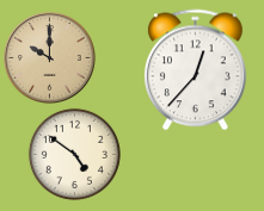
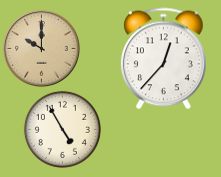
clock at (74, 154): 4:51 -> 4:55
